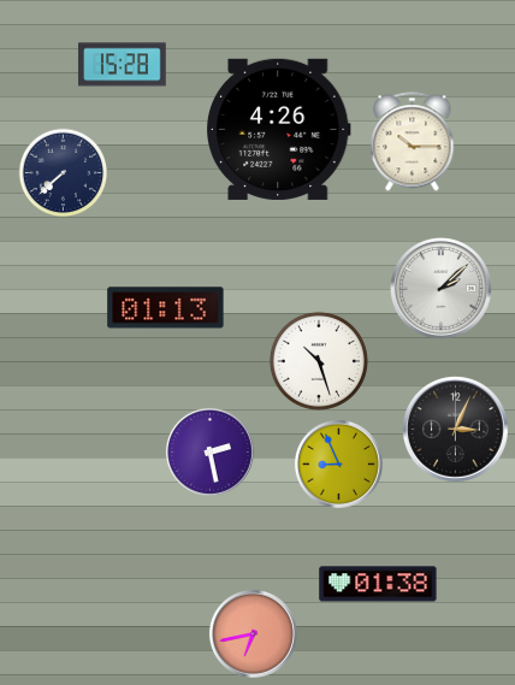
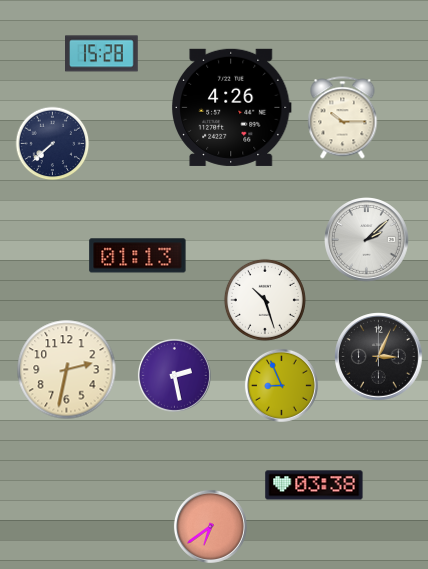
clock at (67, 370): none -> 2:32
clock at (378, 584): 01:38 -> 03:38
clock at (253, 633): 6:43 -> 6:39
